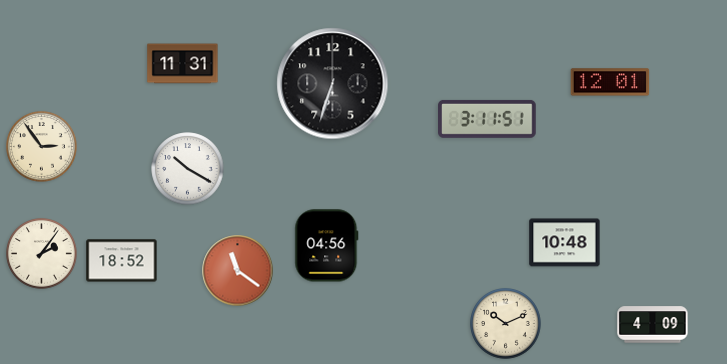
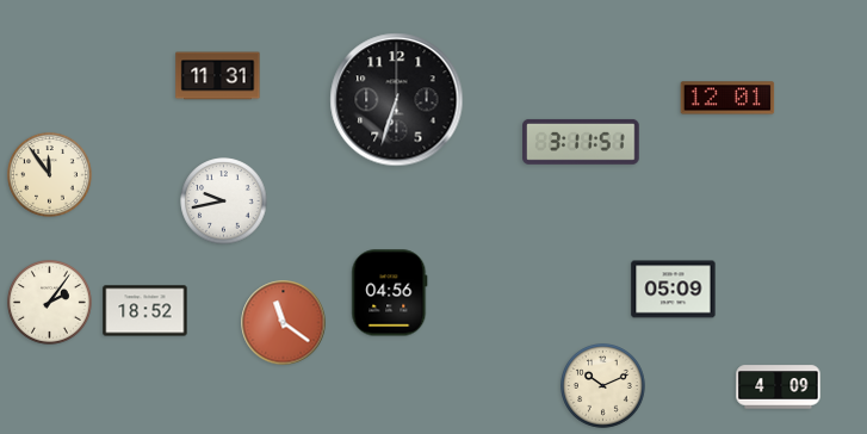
clock at (42, 147): 2:54 -> 11:54
clock at (188, 169): 10:20 -> 9:43
clock at (565, 243): 10:48 -> 05:09
